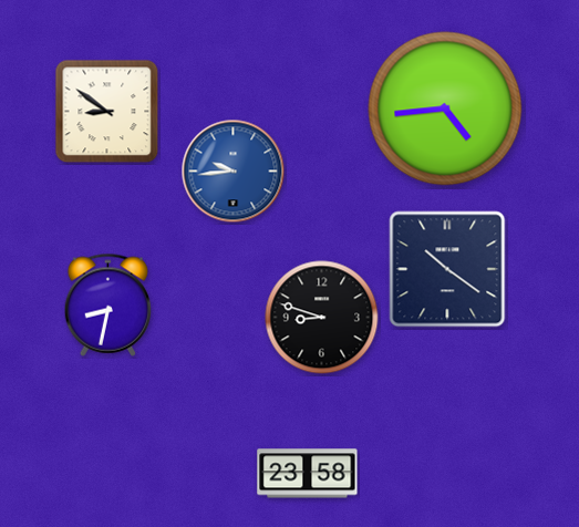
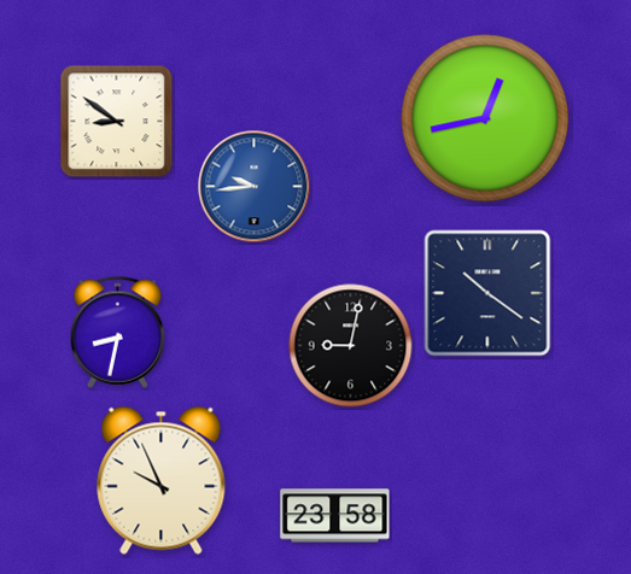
clock at (445, 108): 4:44 -> 12:43
clock at (322, 318): 8:48 -> 9:02
clock at (162, 480): none -> 9:56
